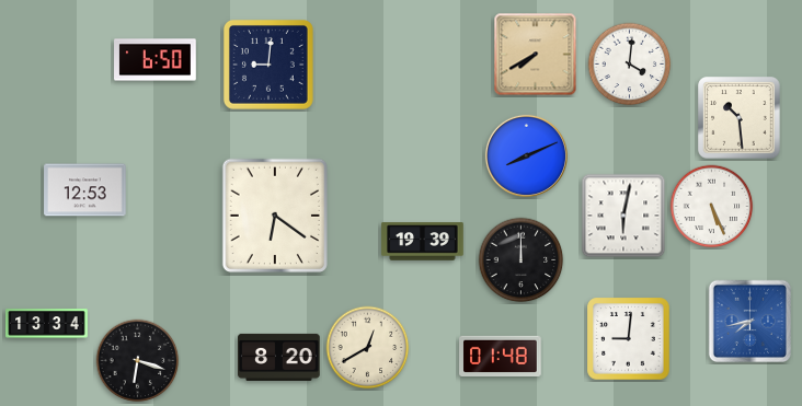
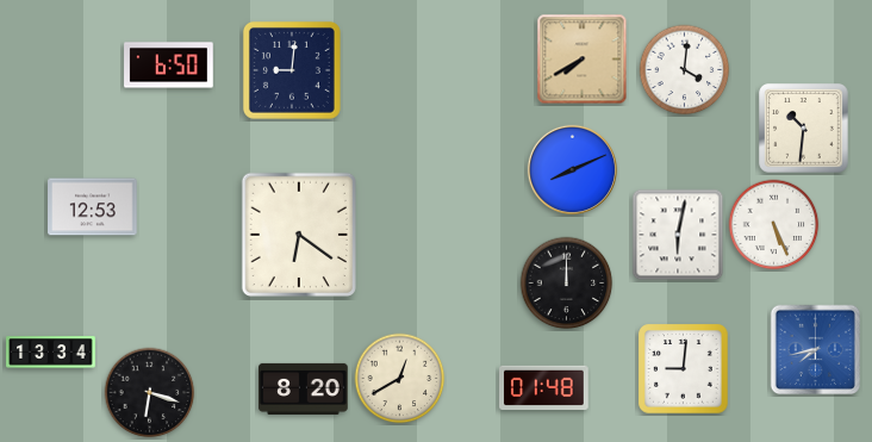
clock at (740, 118): 10:29 -> 10:31
clock at (423, 242): 19:39 -> none
